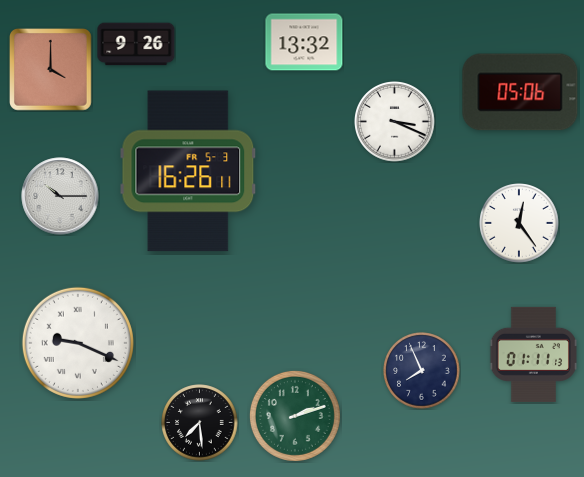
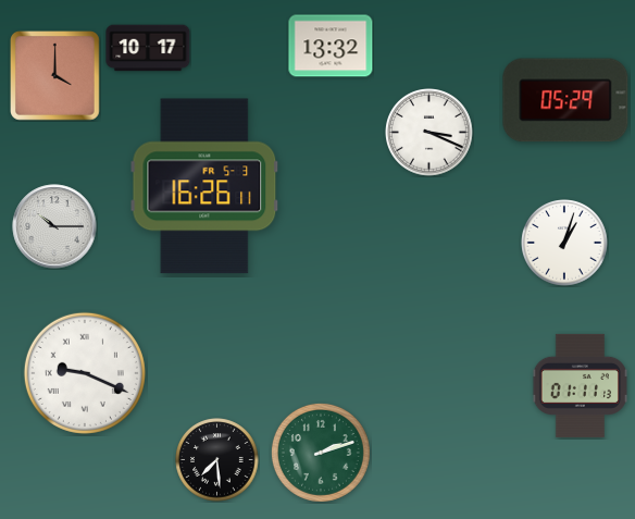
clock at (136, 44): 9:26 -> 10:17
clock at (520, 92): 05:06 -> 05:29
clock at (60, 196) position: (60, 196) -> (54, 226)
clock at (519, 223): 12:24 -> 1:03
clock at (422, 371): 7:56 -> none
